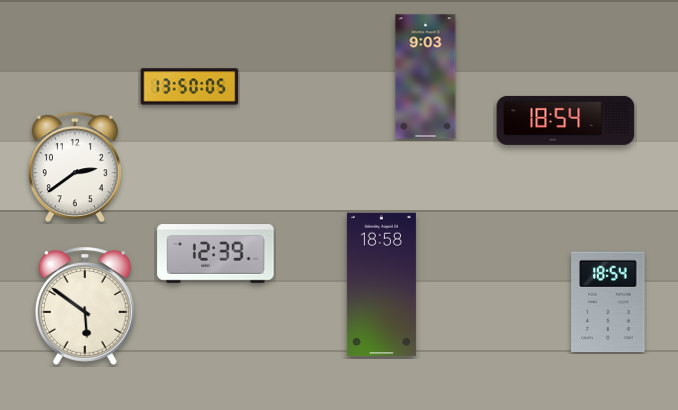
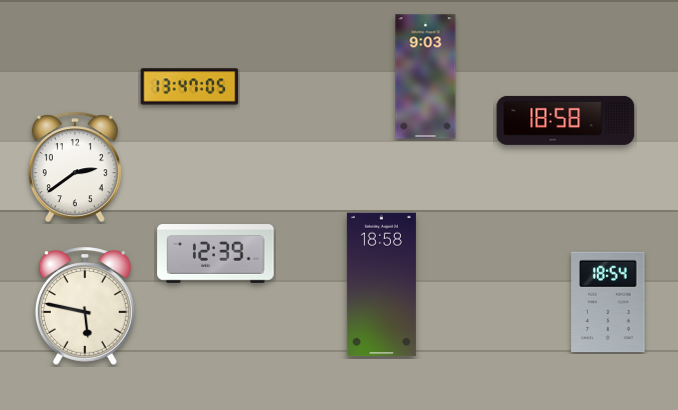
clock at (190, 87): 13:50 -> 13:47
clock at (566, 120): 18:54 -> 18:58
clock at (85, 306): 5:51 -> 5:47
